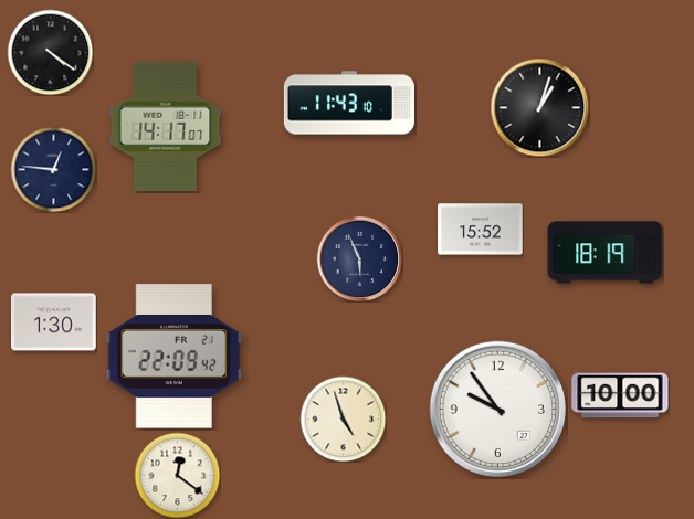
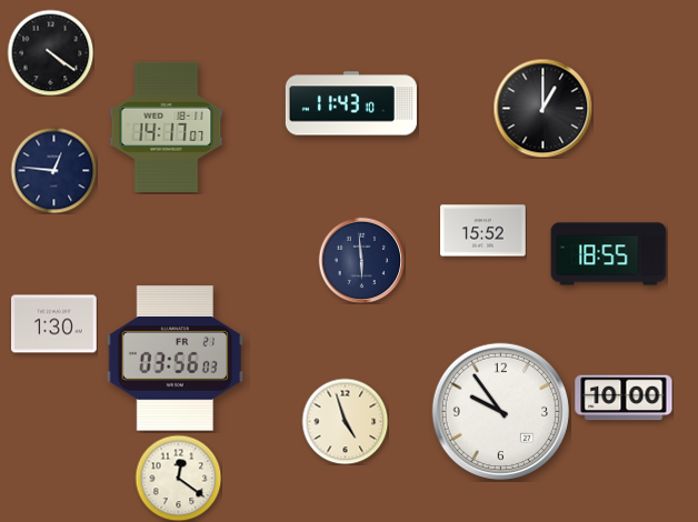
clock at (539, 107): 1:03 -> 1:00
clock at (606, 253): 18:19 -> 18:55
clock at (359, 258): 5:56 -> 5:59
clock at (175, 357): 22:09 -> 03:56
